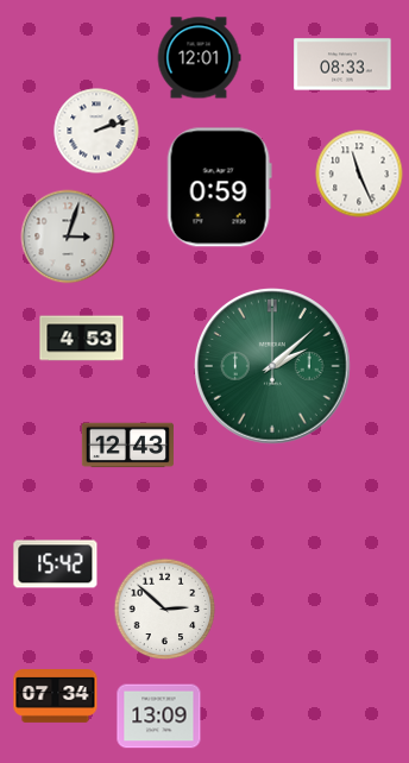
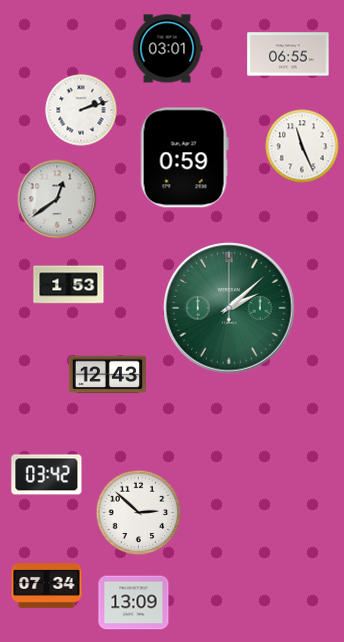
clock at (199, 58): 12:01 -> 03:01
clock at (342, 64): 08:33 -> 06:55
clock at (68, 237): 3:03 -> 12:39
clock at (82, 339): 4:53 -> 1:53
clock at (56, 565): 15:42 -> 03:42
